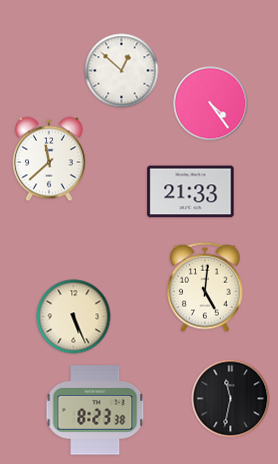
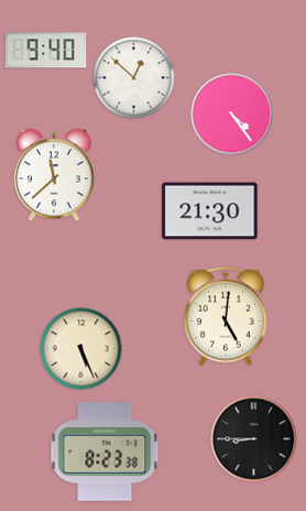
clock at (46, 51): none -> 9:40
clock at (191, 192): 21:33 -> 21:30
clock at (231, 399): 11:32 -> 8:45
